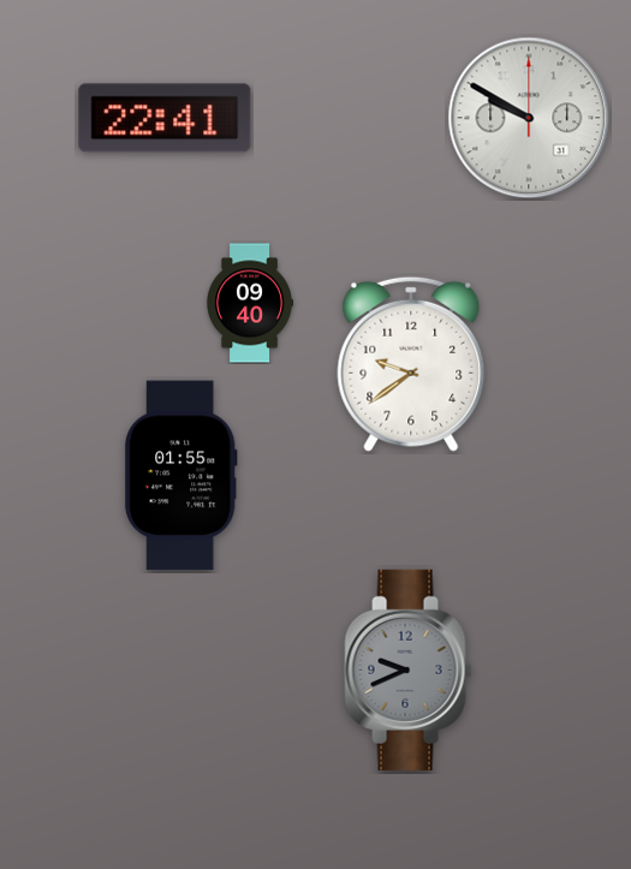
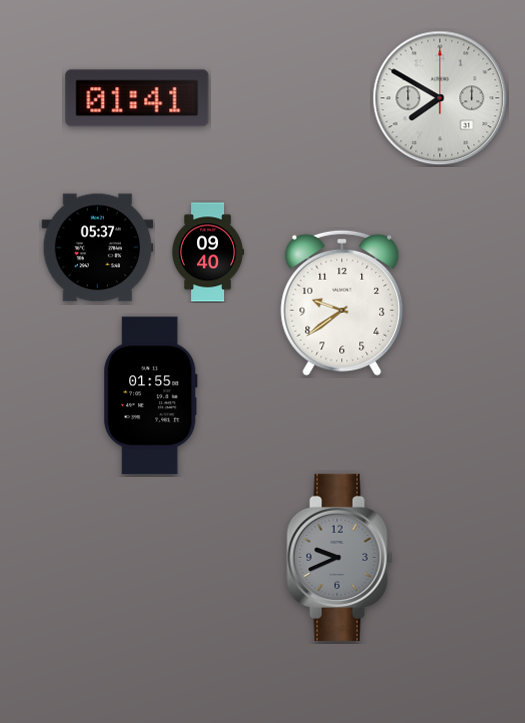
clock at (165, 118): 22:41 -> 01:41
clock at (529, 118): 9:50 -> 7:50
clock at (98, 248): none -> 05:37
